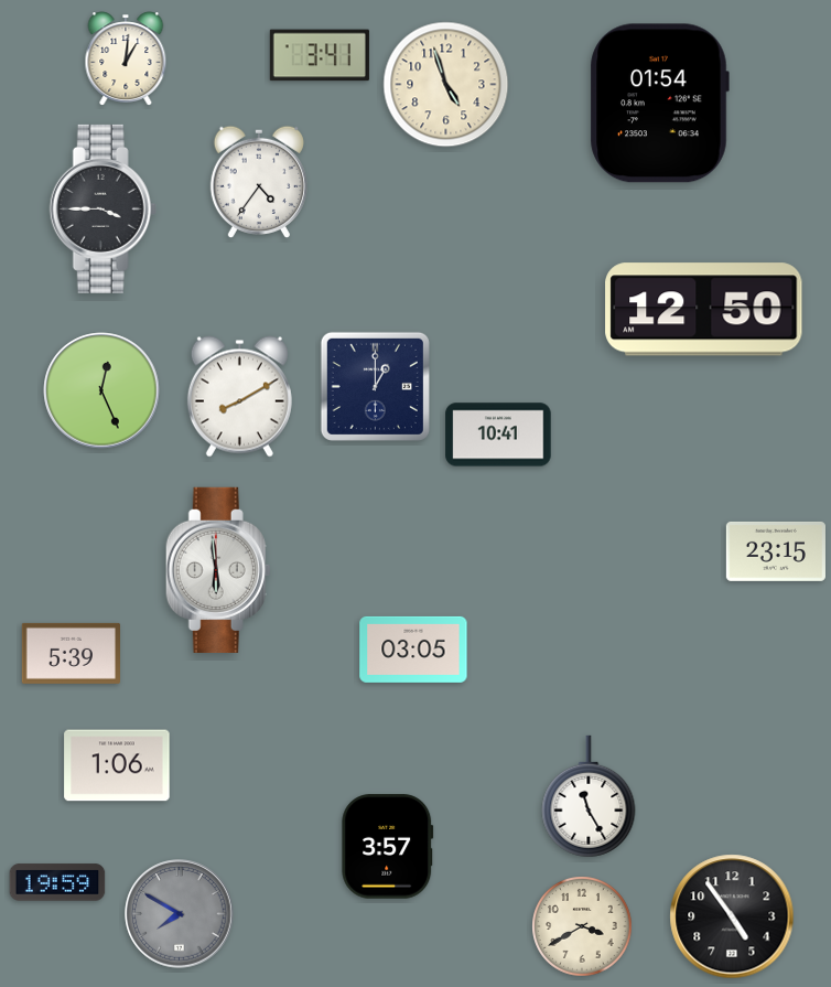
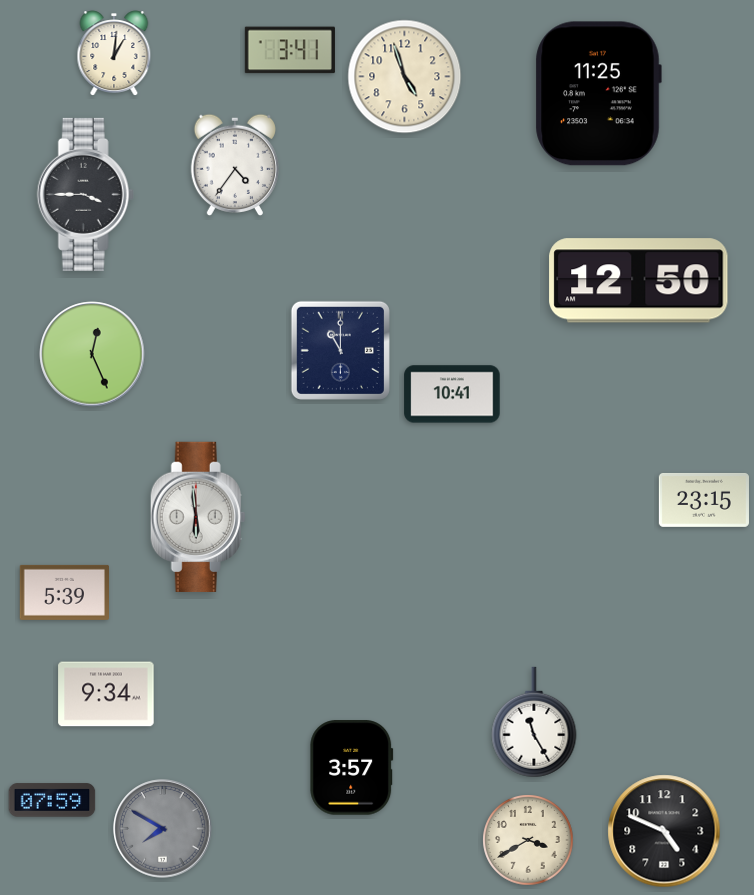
clock at (659, 104): 01:54 -> 11:25
clock at (102, 208) position: (102, 208) -> (85, 194)
clock at (375, 386): 1:00 -> 11:00
clock at (239, 397): 8:10 -> none
clock at (413, 650): 03:05 -> none
clock at (117, 765): 1:06 -> 9:34
clock at (57, 882): 19:59 -> 07:59
clock at (732, 916): 4:54 -> 4:49
